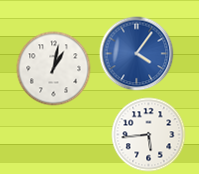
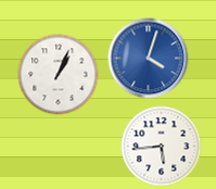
clock at (137, 54): 4:06 -> 4:03
clock at (54, 69): 1:02 -> 1:04
